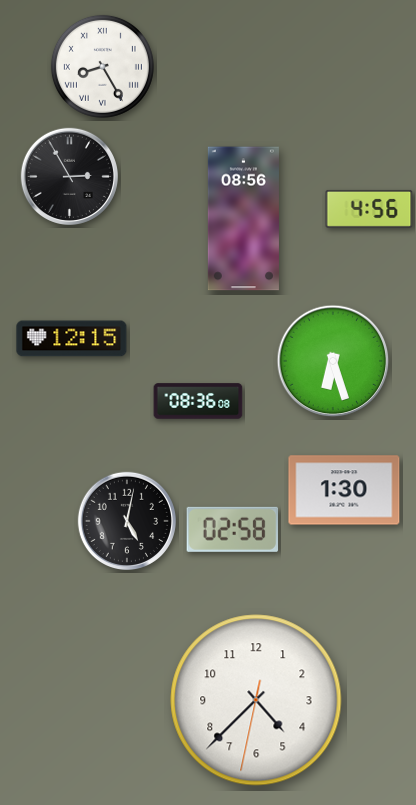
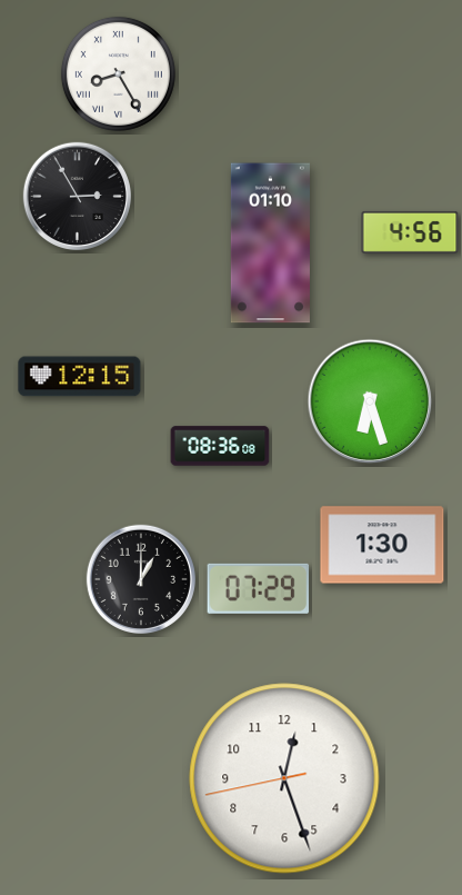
clock at (102, 66) position: (102, 66) -> (118, 73)
clock at (243, 219): 08:56 -> 01:10
clock at (126, 520): 5:02 -> 1:00
clock at (233, 529): 02:58 -> 07:29
clock at (256, 700): 4:37 -> 12:26
